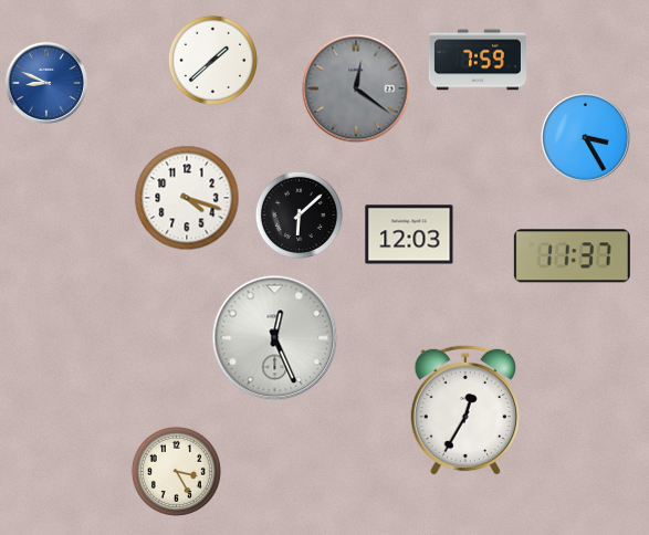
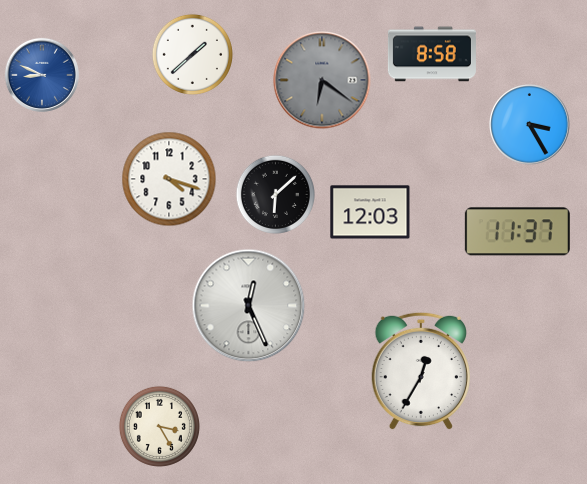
clock at (478, 60): 7:59 -> 8:58
clock at (356, 88): 12:21 -> 6:21
clock at (299, 214) position: (299, 214) -> (275, 194)
